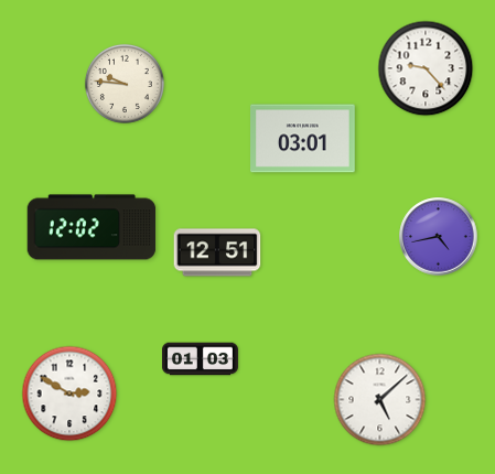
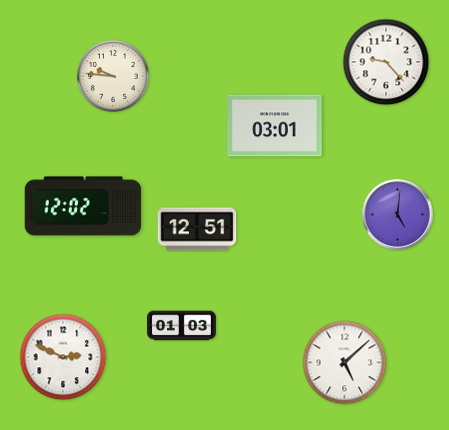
clock at (439, 237): 4:43 -> 5:01
clock at (69, 394): 2:50 -> 2:49
